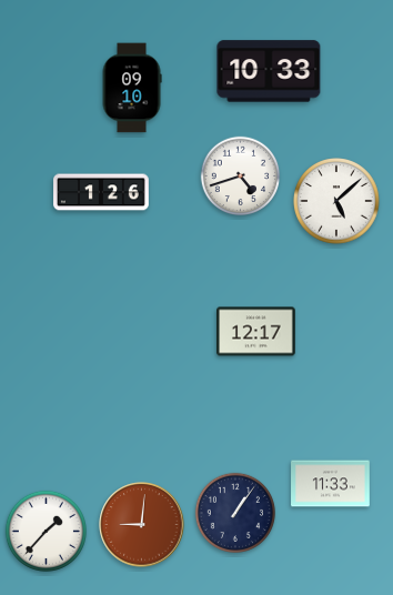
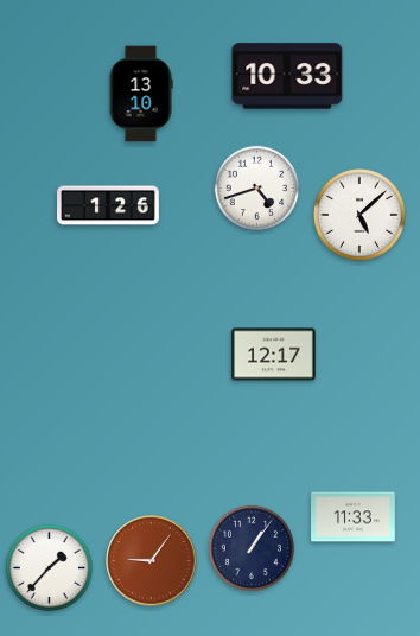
clock at (132, 88): 09:10 -> 13:10
clock at (142, 525): 9:01 -> 9:06
